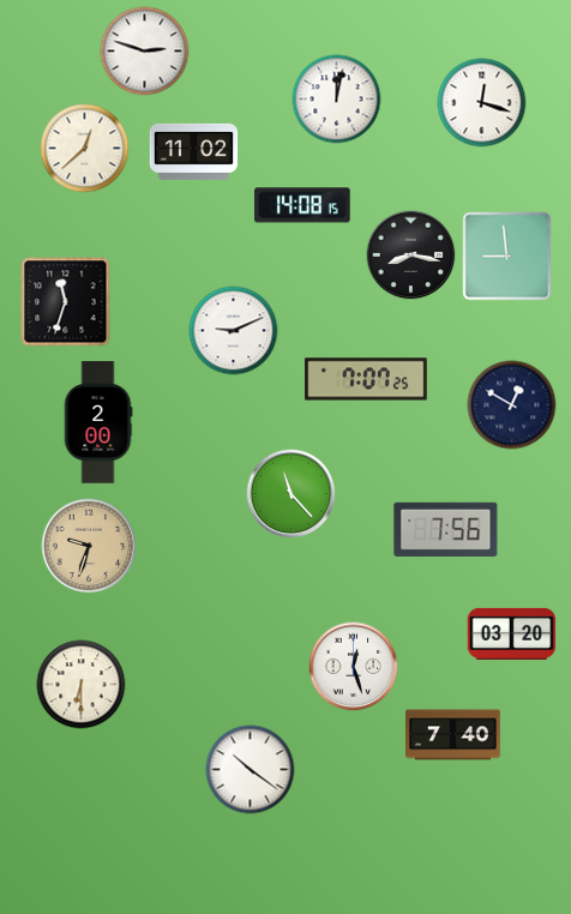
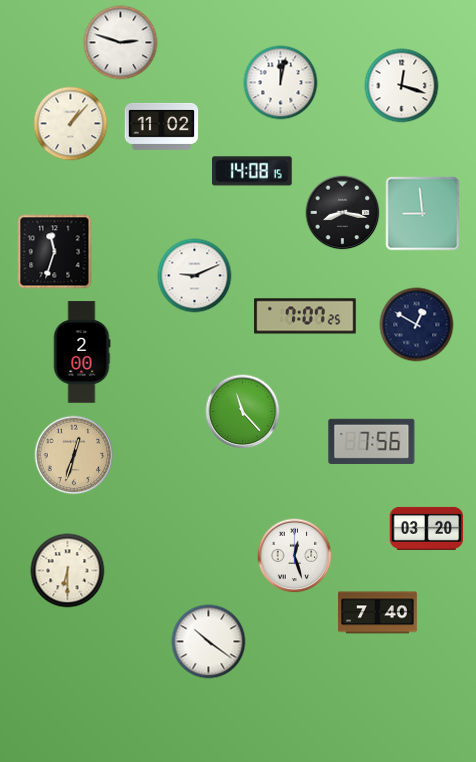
clock at (85, 149): 12:38 -> 1:07
clock at (512, 405) position: (512, 405) -> (417, 325)
clock at (89, 546): 9:33 -> 12:33
